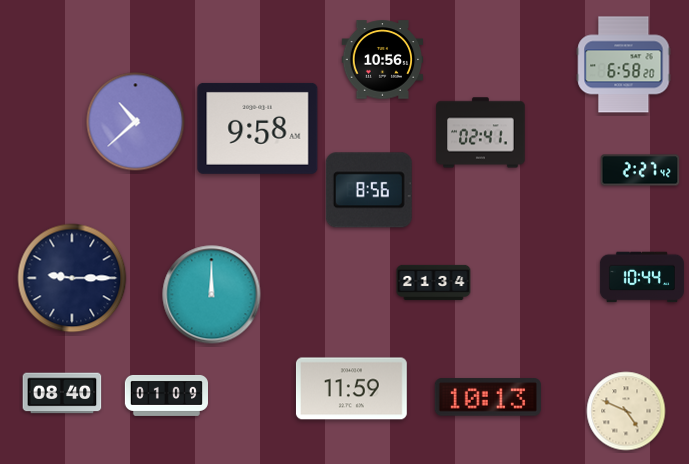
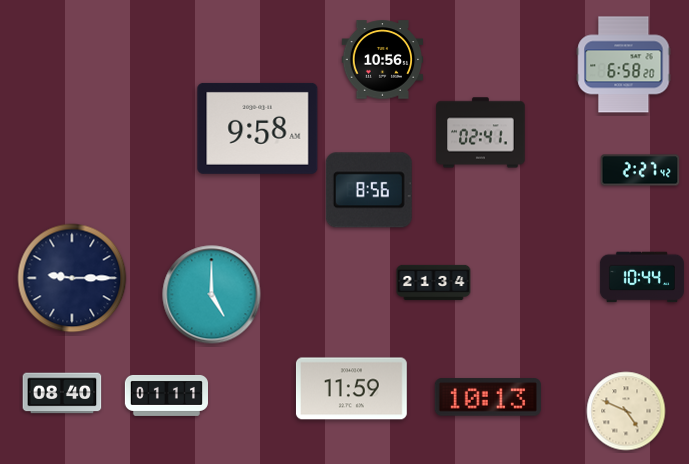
clock at (136, 122): 10:38 -> none
clock at (212, 295): 12:00 -> 5:00
clock at (166, 395): 01:09 -> 01:11
